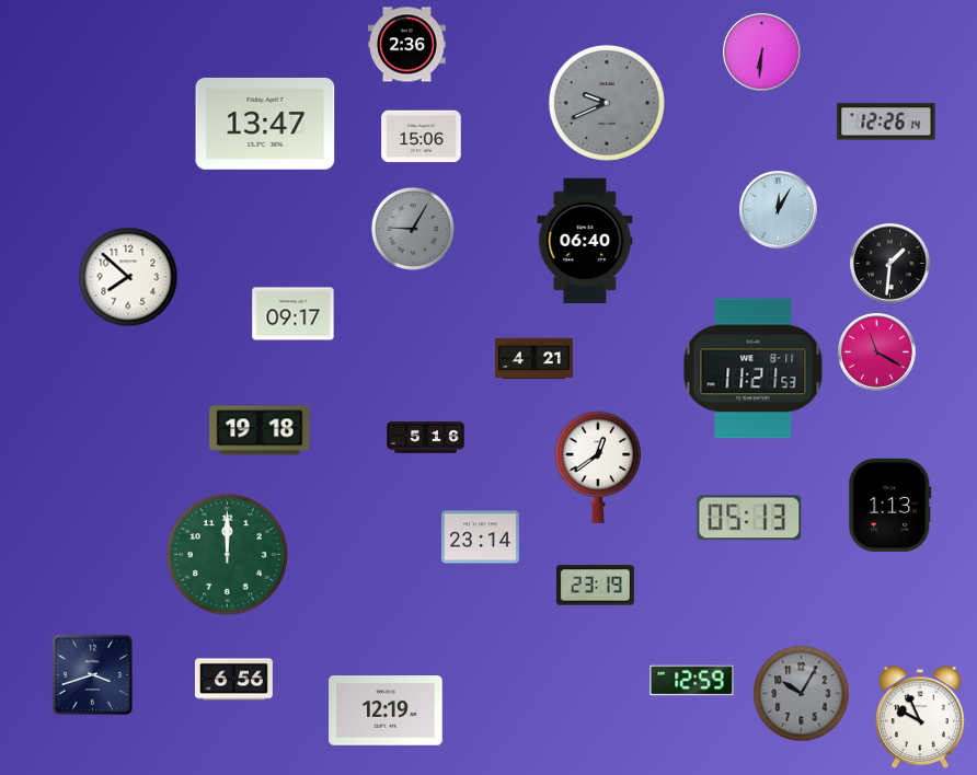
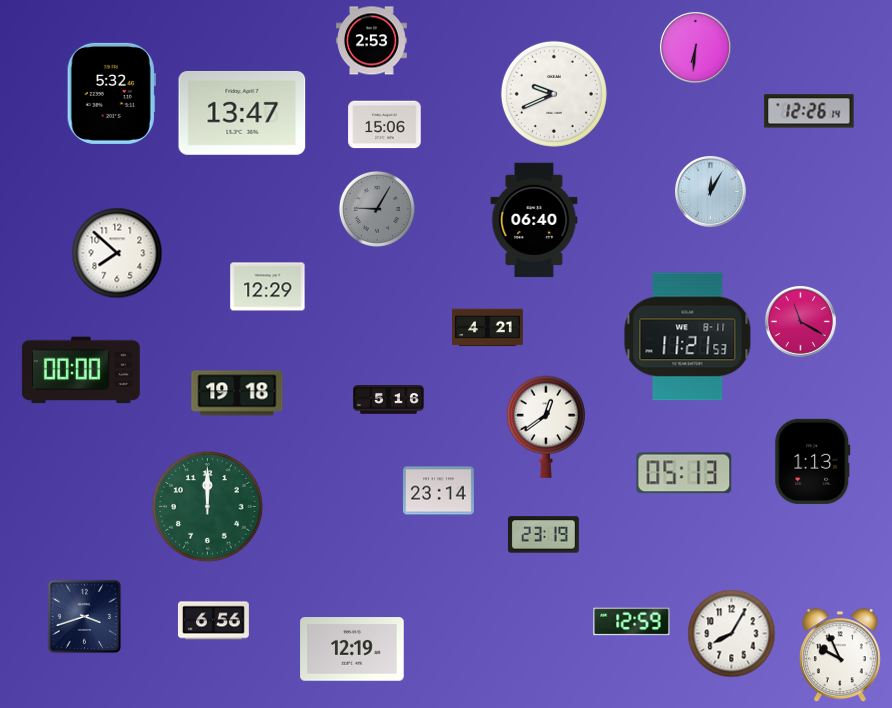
clock at (406, 45): 2:36 -> 2:53
clock at (111, 93): none -> 5:32
clock at (607, 103) dial: grey -> white
clock at (890, 264): 1:31 -> none
clock at (294, 314): 09:17 -> 12:29
clock at (81, 370): none -> 00:00
clock at (802, 694): 10:05 -> 8:05
clock at (802, 694) dial: grey -> white
